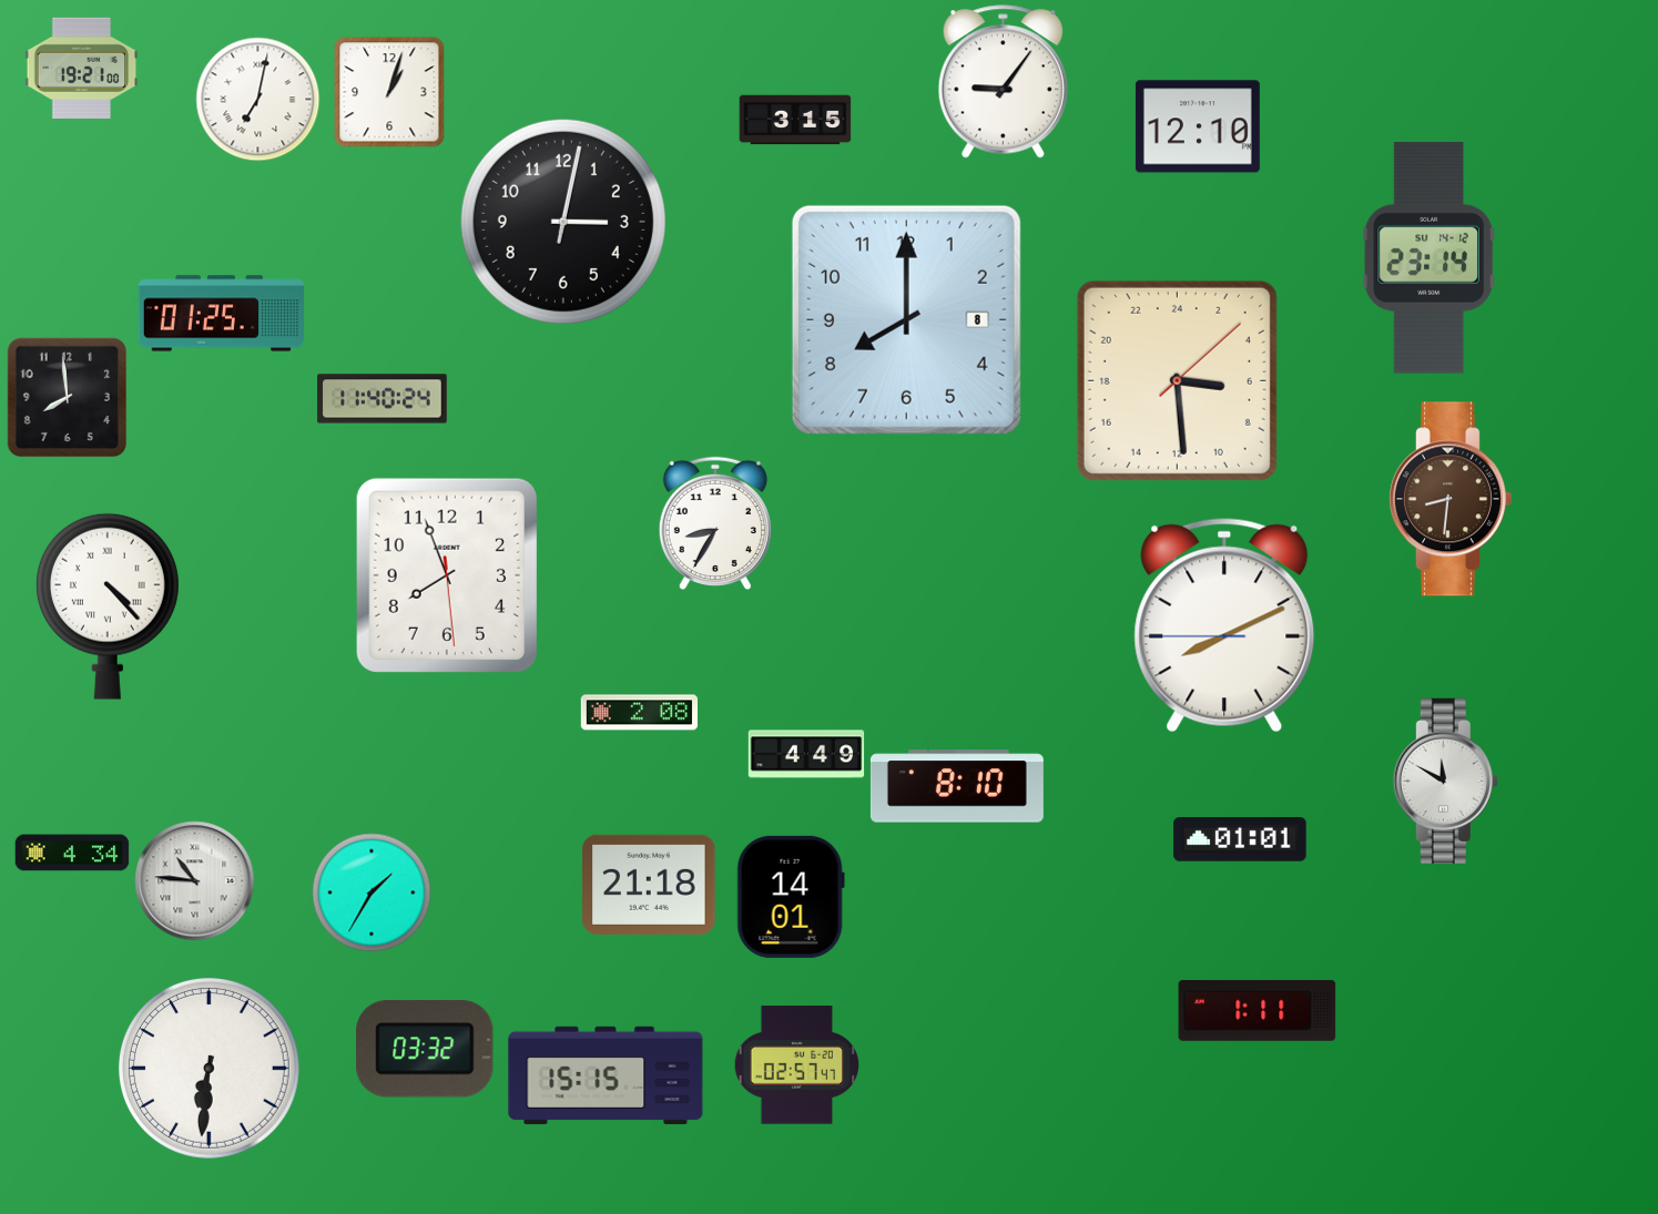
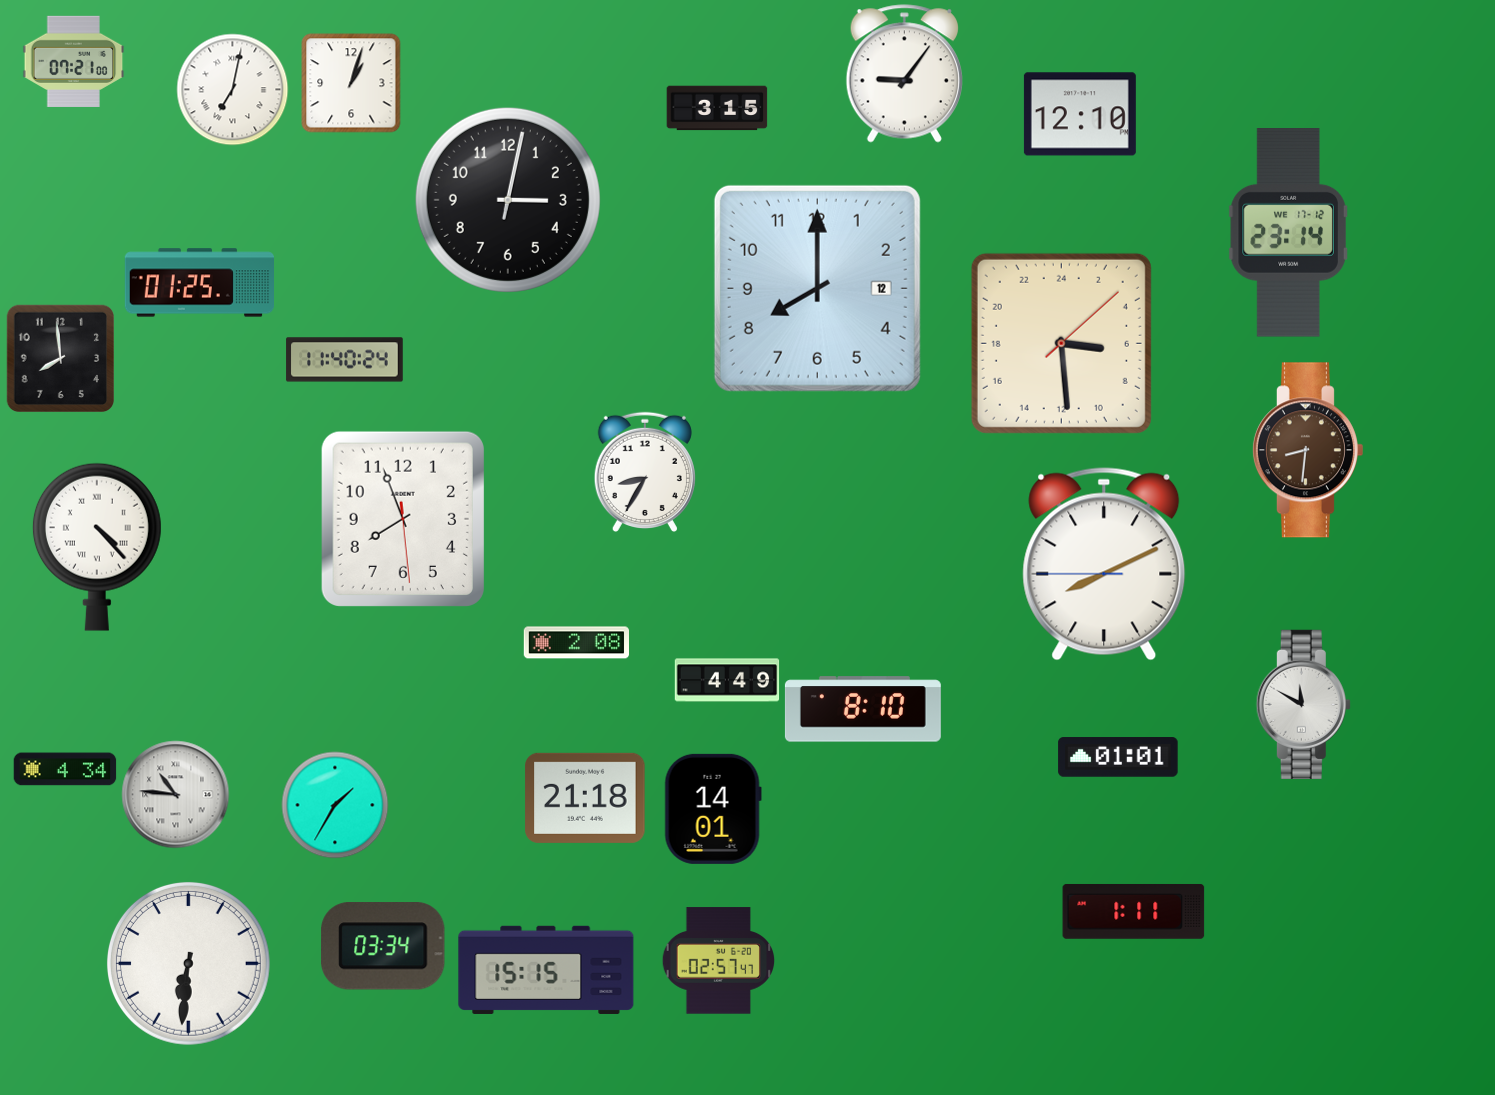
clock at (82, 68): 19:21 -> 07:21
clock at (1428, 258) date: SU 14-12 -> WE 17-12
clock at (906, 319) date: 8 -> 12
clock at (425, 1049): 03:32 -> 03:34
